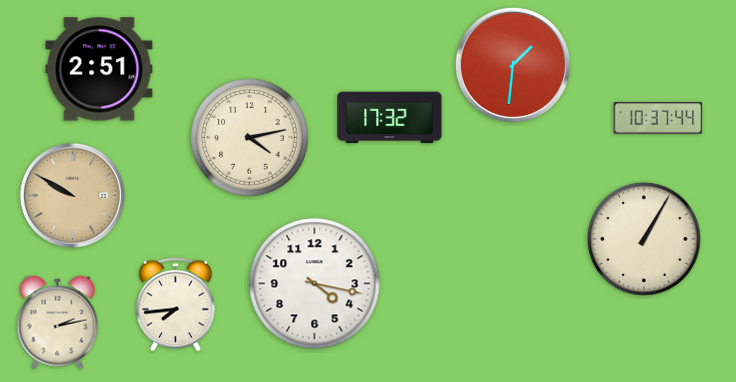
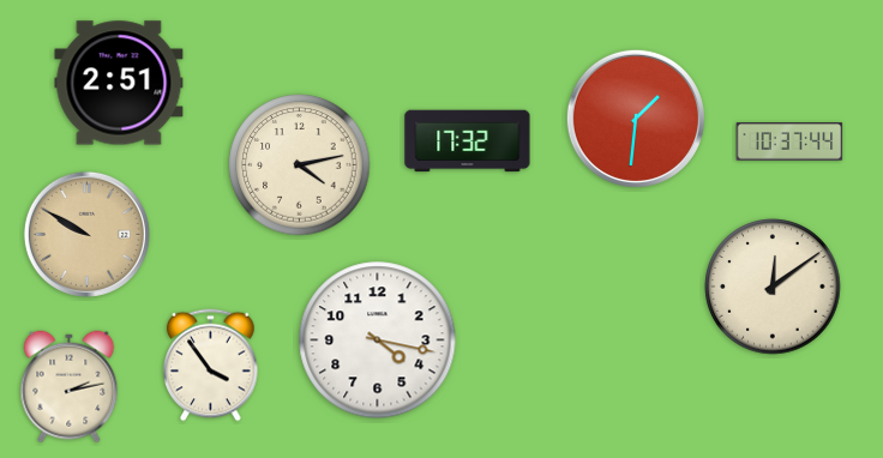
clock at (513, 65) position: (513, 65) -> (636, 119)
clock at (644, 239): 1:05 -> 12:09
clock at (176, 305): 7:44 -> 3:54
